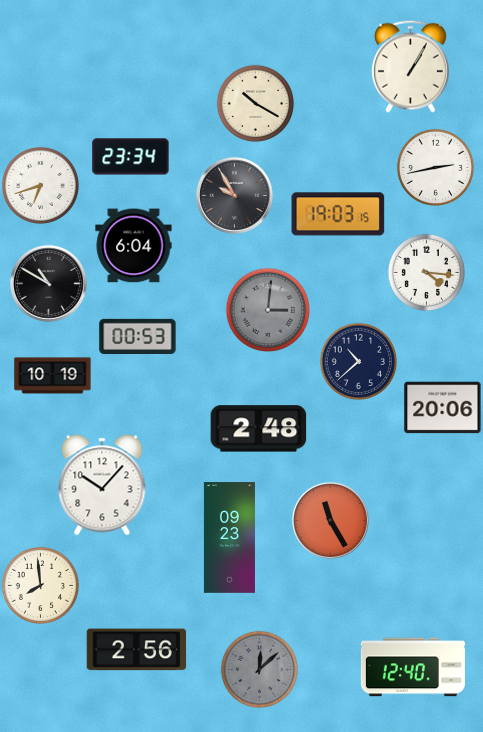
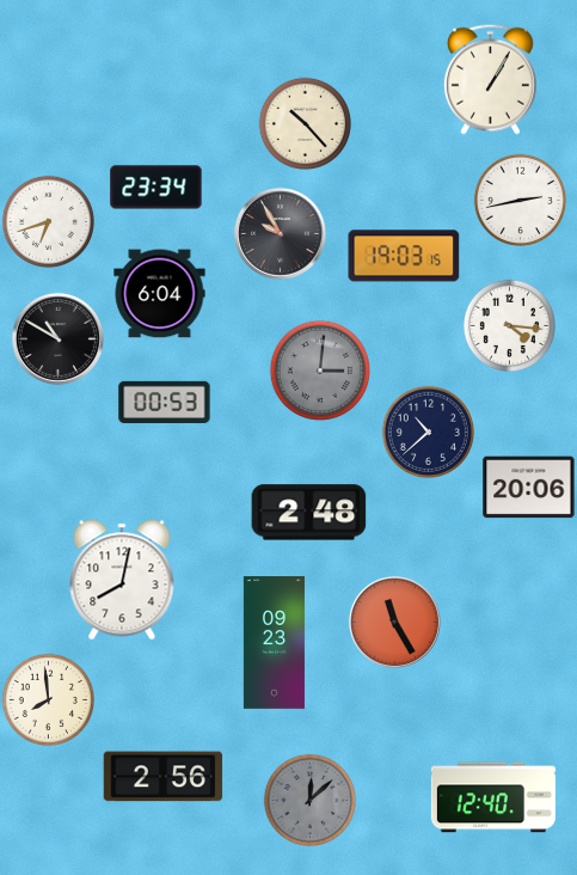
clock at (255, 103): 10:20 -> 10:23
clock at (53, 376): 10:19 -> none
clock at (102, 485): 10:07 -> 8:02
